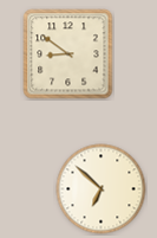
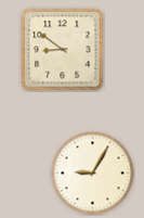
clock at (102, 189): 6:52 -> 9:05
